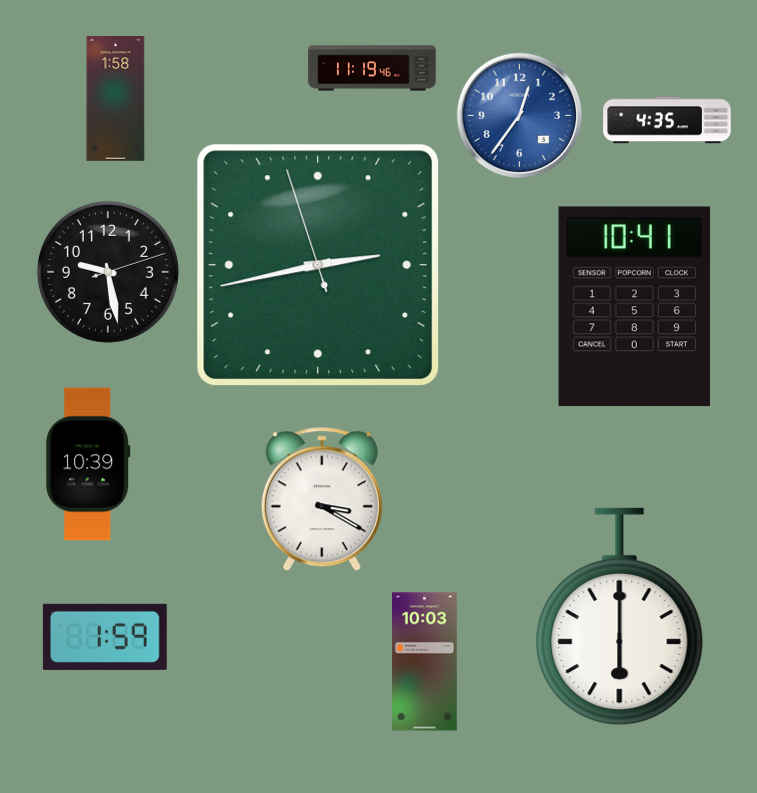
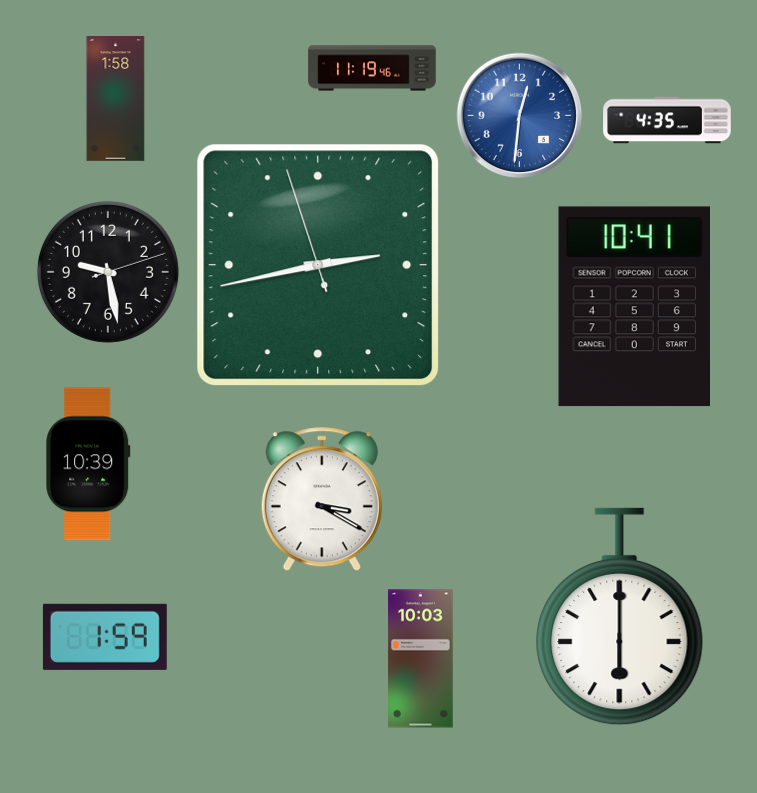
clock at (520, 116): 12:36 -> 12:31
clock at (425, 662) position: (425, 662) -> (421, 659)
